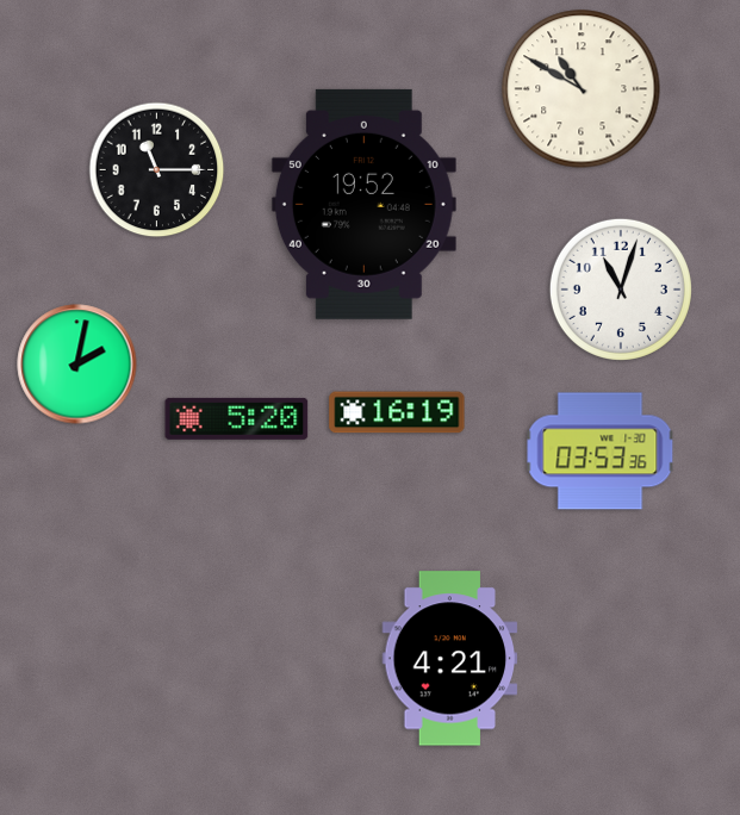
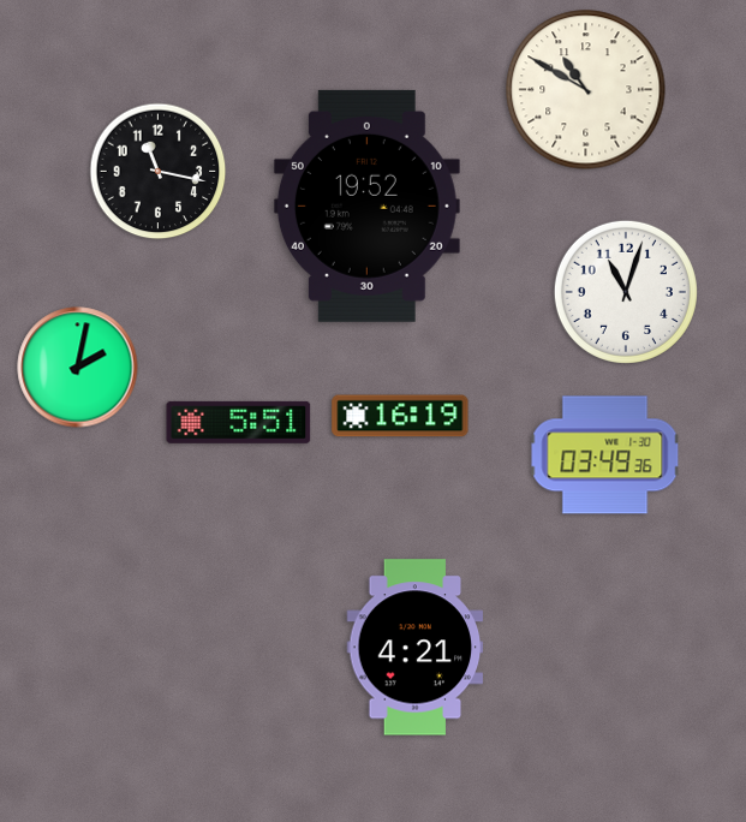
clock at (157, 170): 11:15 -> 11:17
clock at (237, 418): 5:20 -> 5:51
clock at (601, 452): 03:53 -> 03:49
clock at (450, 659) position: (450, 659) -> (416, 648)
